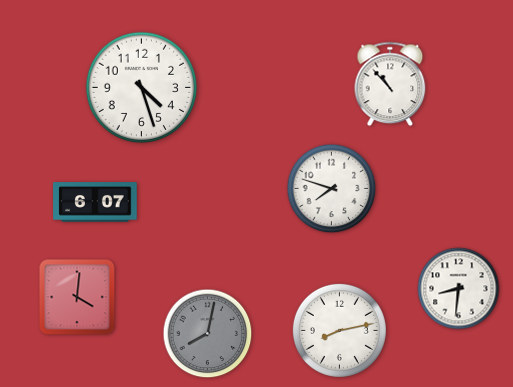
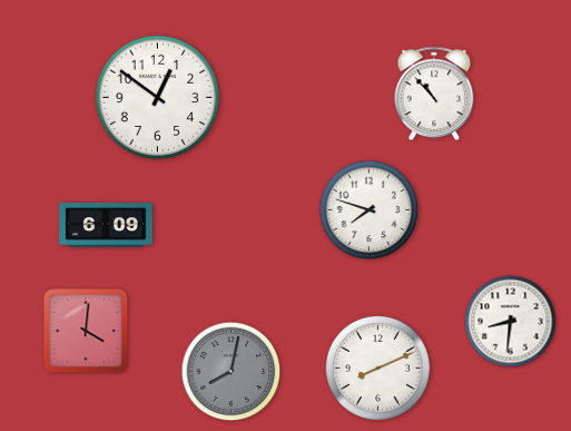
clock at (142, 88): 4:27 -> 12:51
clock at (95, 202): 6:07 -> 6:09
clock at (339, 330): 8:13 -> 8:11
